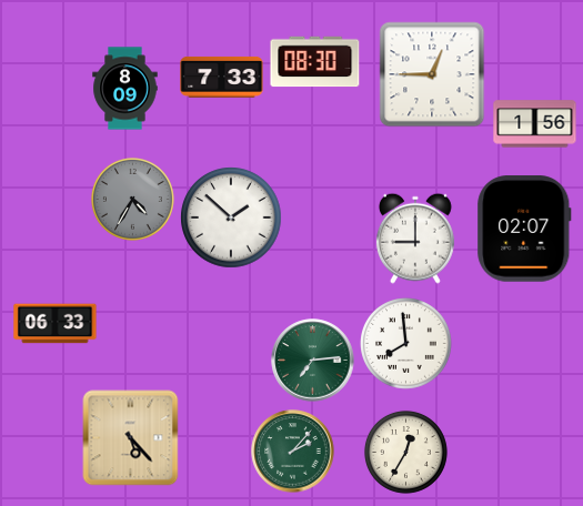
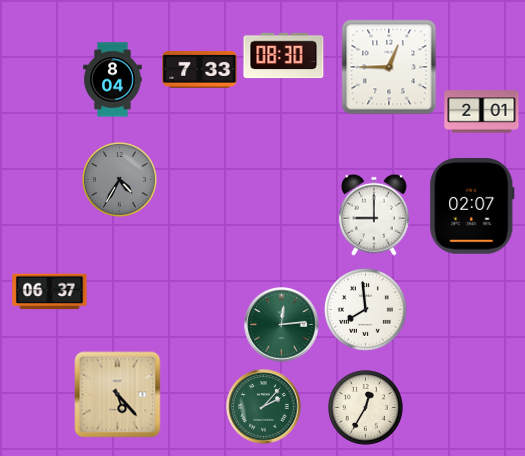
clock at (125, 89): 8:09 -> 8:04
clock at (535, 124): 1:56 -> 2:01
clock at (231, 217): 1:52 -> none
clock at (56, 324): 06:33 -> 06:37
clock at (313, 361): 7:14 -> 12:14
